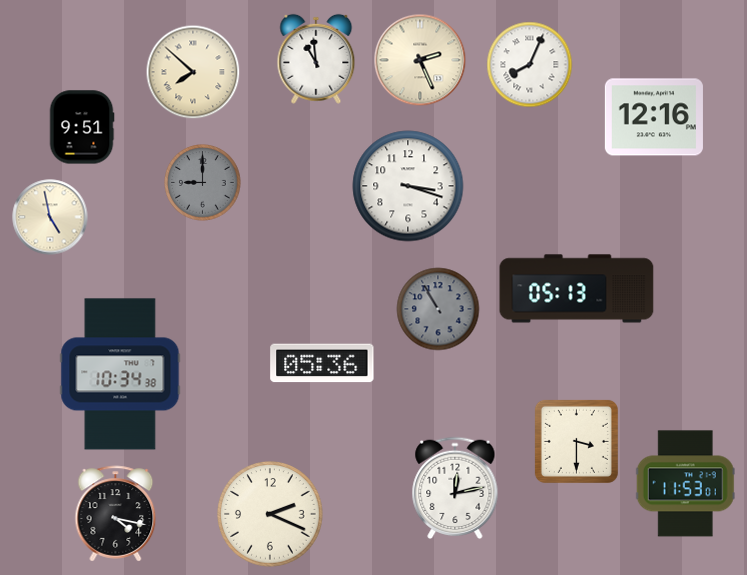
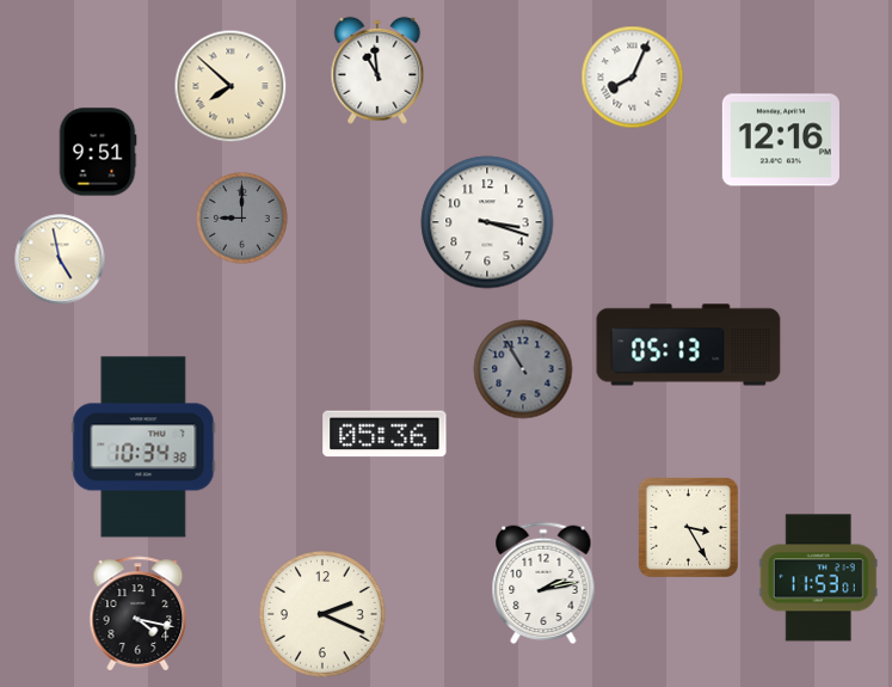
clock at (420, 60): 2:26 -> none
clock at (576, 441): 3:30 -> 3:25
clock at (455, 488): 12:13 -> 2:13
